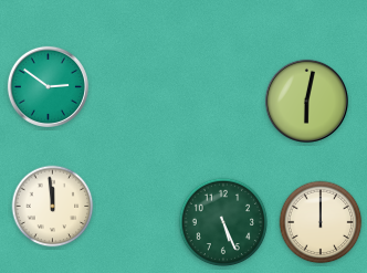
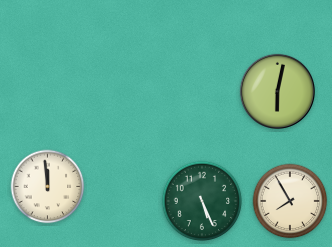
clock at (48, 86): 2:51 -> none
clock at (321, 222): 12:00 -> 7:55
